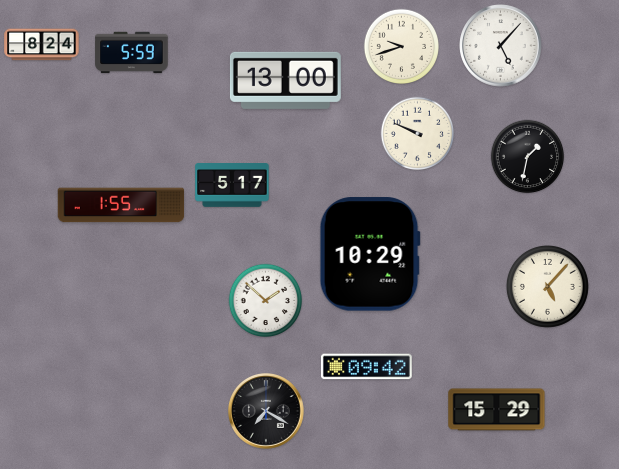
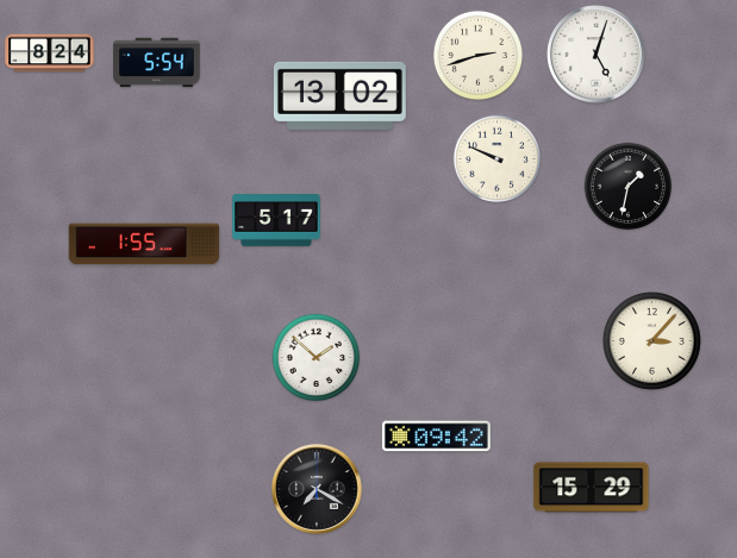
clock at (401, 46): 9:42 -> 2:42
clock at (501, 46): 5:07 -> 5:03
clock at (132, 53): 5:59 -> 5:54
clock at (285, 80): 13:00 -> 13:02
clock at (370, 254): 10:29 -> none
clock at (547, 286): 5:07 -> 3:07
